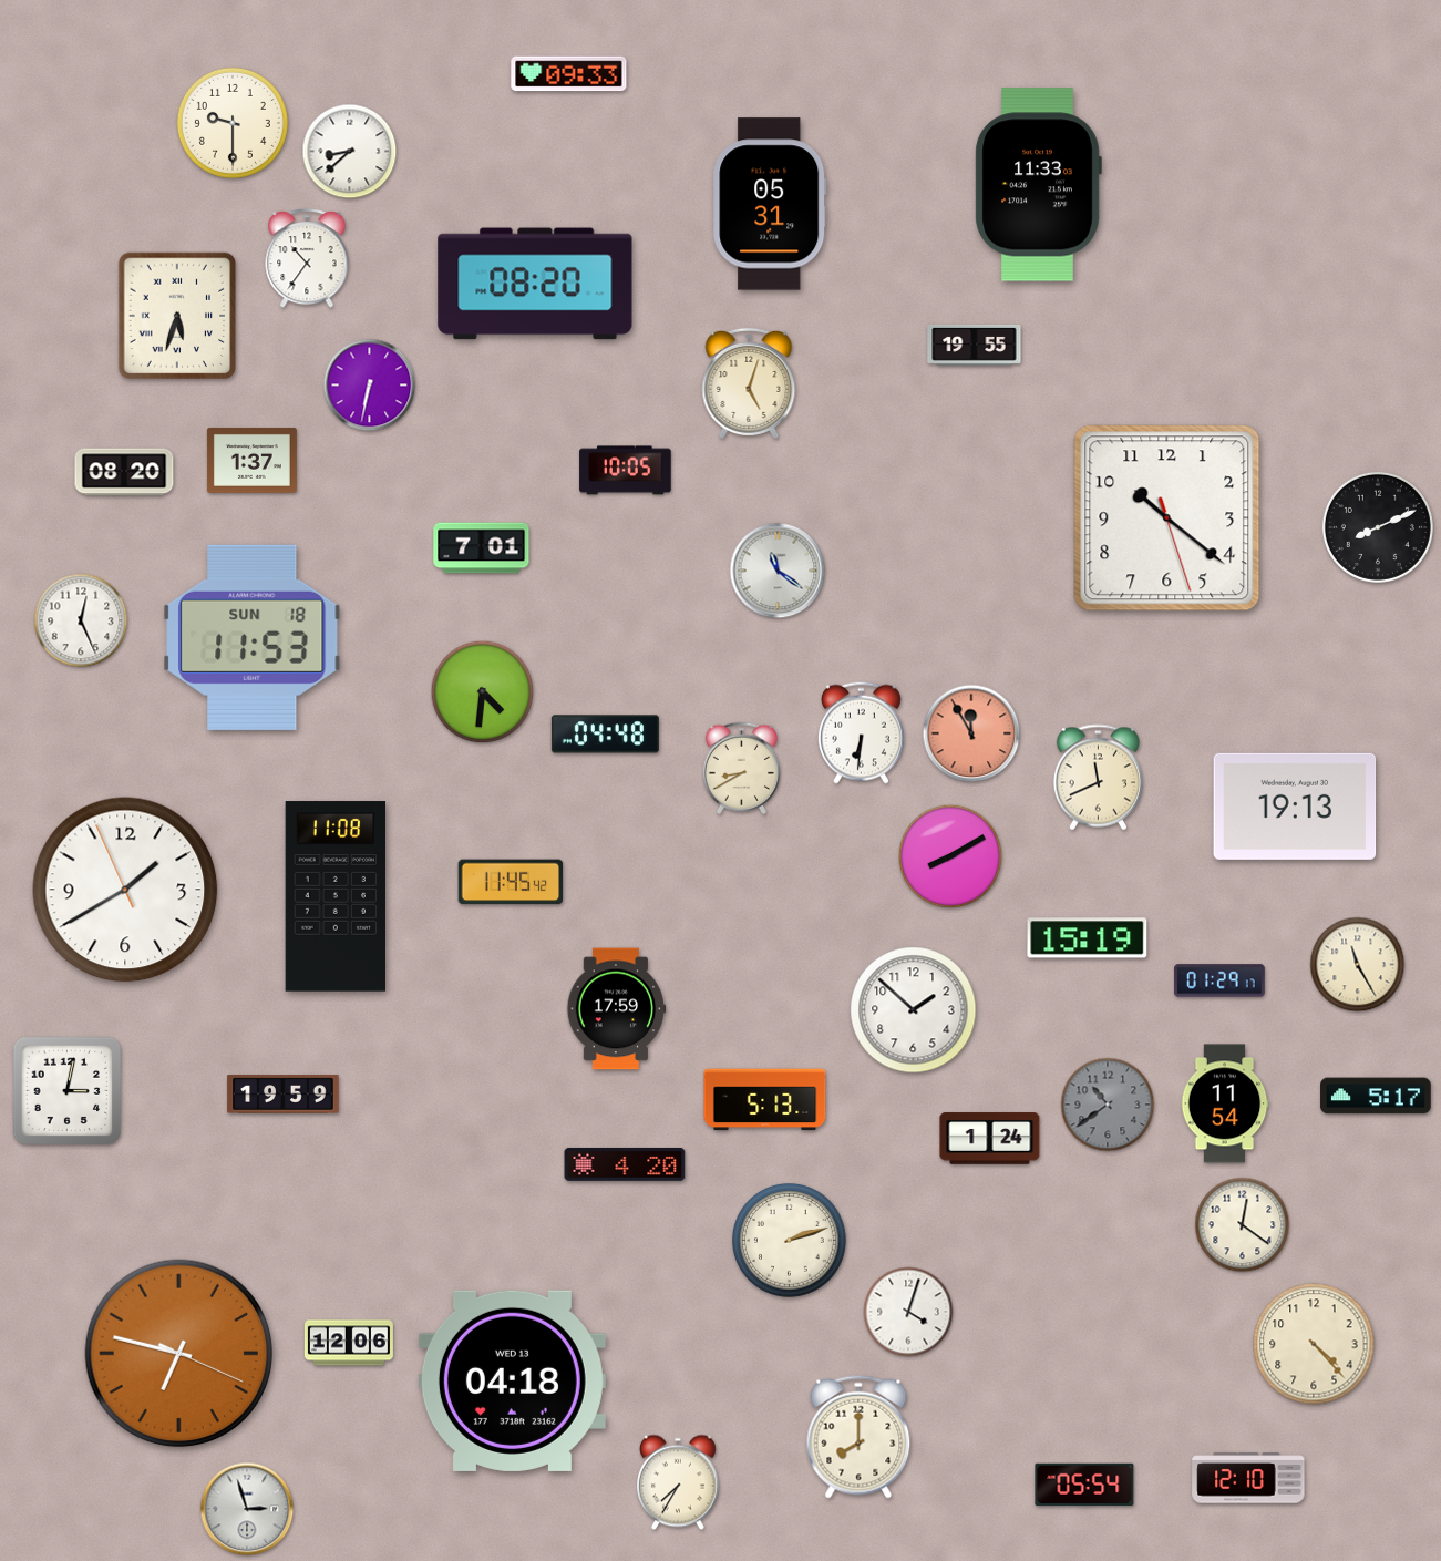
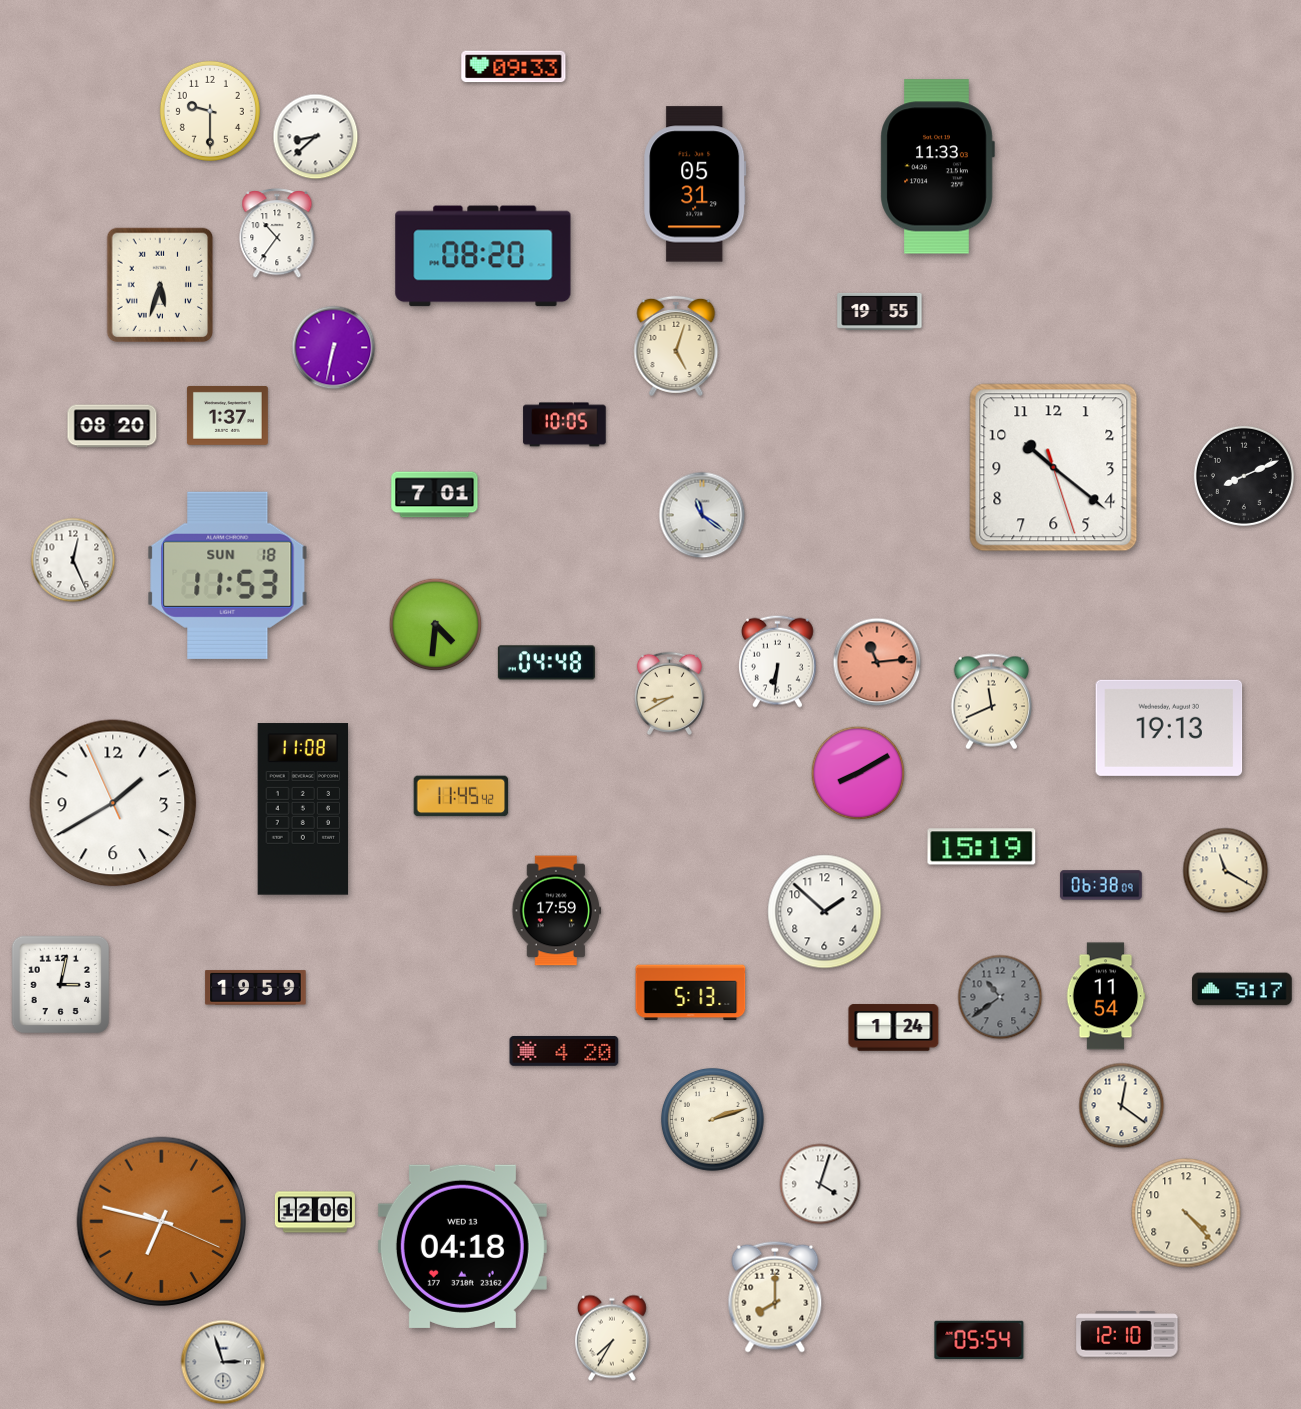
clock at (971, 733): 11:55 -> 11:14
clock at (1358, 965): 11:25 -> 11:20
clock at (1219, 980): 01:29 -> 06:38
